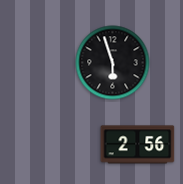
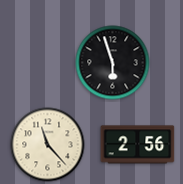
clock at (48, 145): none -> 11:23
